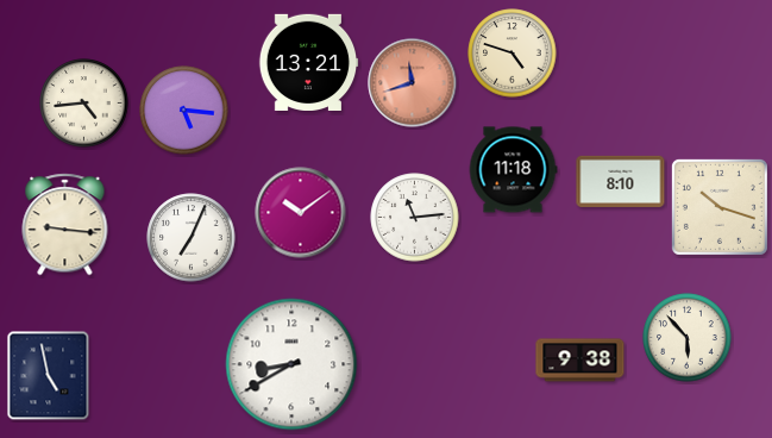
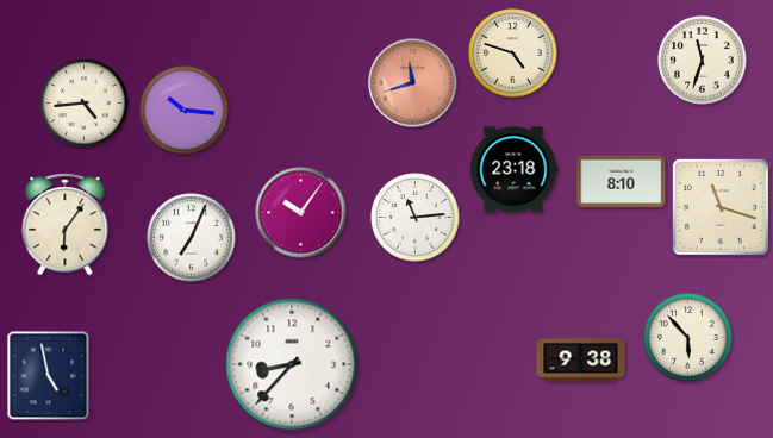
clock at (703, 61): none -> 11:33
clock at (308, 62): 13:21 -> none
clock at (184, 111): 5:16 -> 10:16
clock at (513, 170): 11:18 -> 23:18
clock at (720, 207): 10:18 -> 11:18
clock at (301, 213): 10:09 -> 10:06
clock at (65, 225): 9:16 -> 6:06
clock at (291, 364): 8:40 -> 8:37
